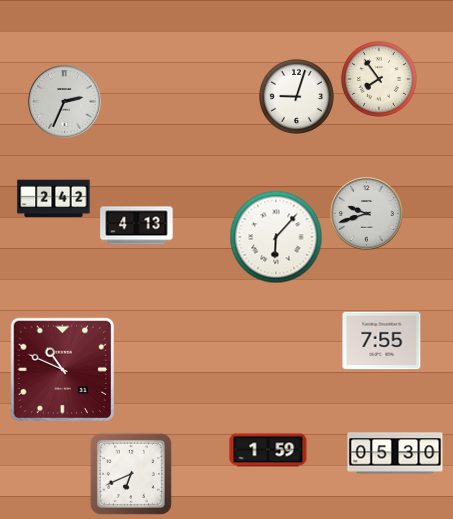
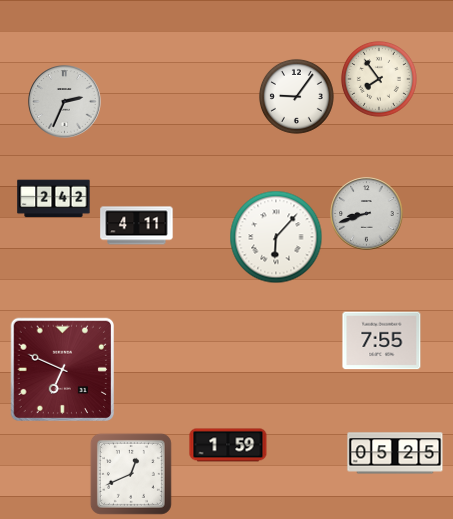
clock at (296, 96): 9:03 -> 9:06
clock at (367, 214): 9:42 -> 8:42
clock at (137, 226): 4:13 -> 4:11
clock at (63, 370): 10:49 -> 6:49
clock at (268, 450) position: (268, 450) -> (228, 445)
clock at (395, 453): 05:30 -> 05:25
clock at (131, 474): 6:41 -> 12:41
